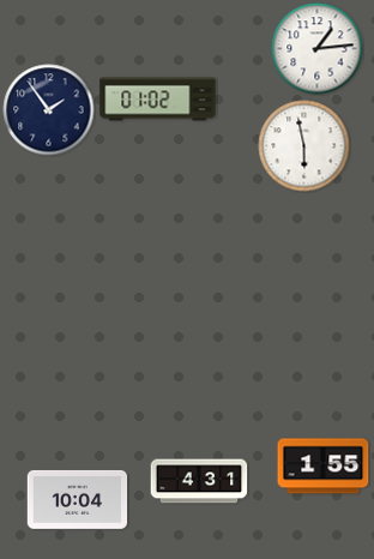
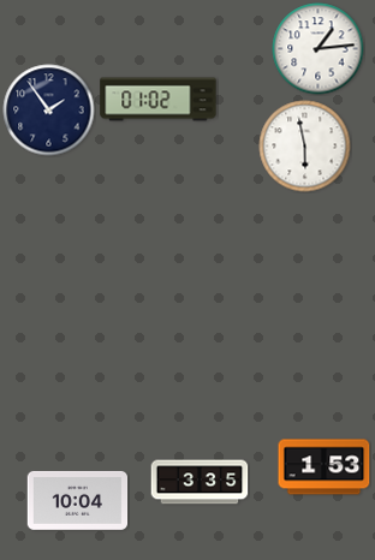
clock at (324, 467): 1:55 -> 1:53
clock at (199, 481): 4:31 -> 3:35
